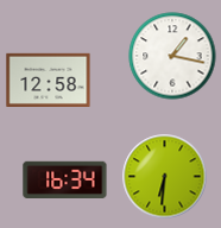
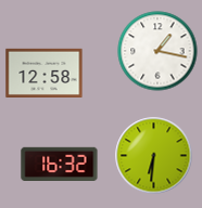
clock at (165, 177) position: (165, 177) -> (154, 156)
clock at (65, 179): 16:34 -> 16:32
